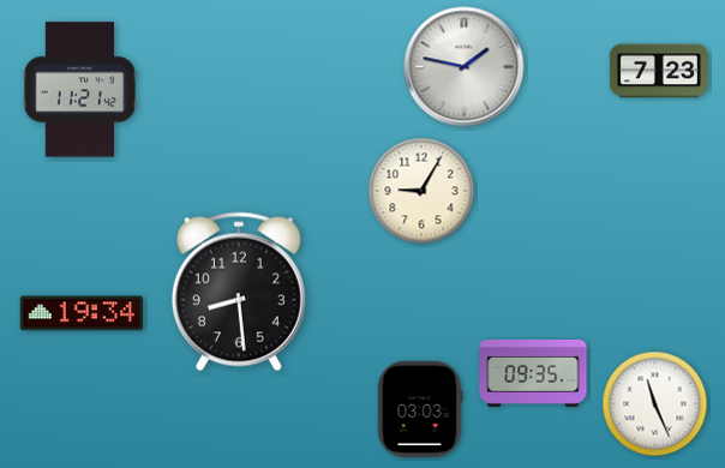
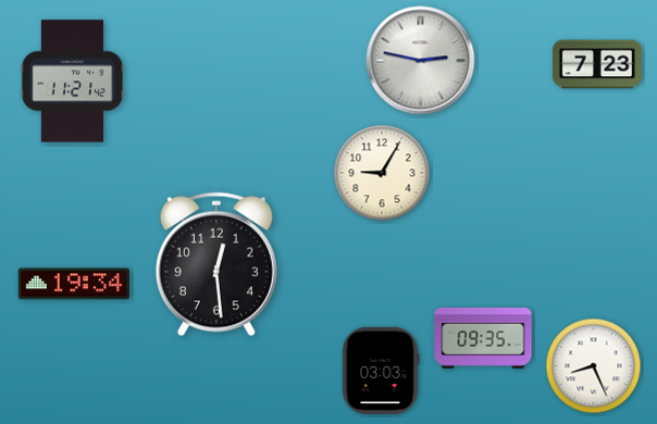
clock at (465, 67): 1:47 -> 2:47
clock at (239, 292): 8:29 -> 12:29
clock at (655, 404): 11:26 -> 8:26
